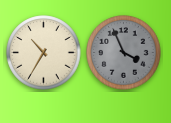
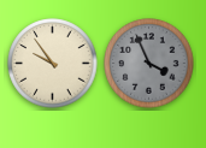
clock at (44, 53): 10:35 -> 9:54
